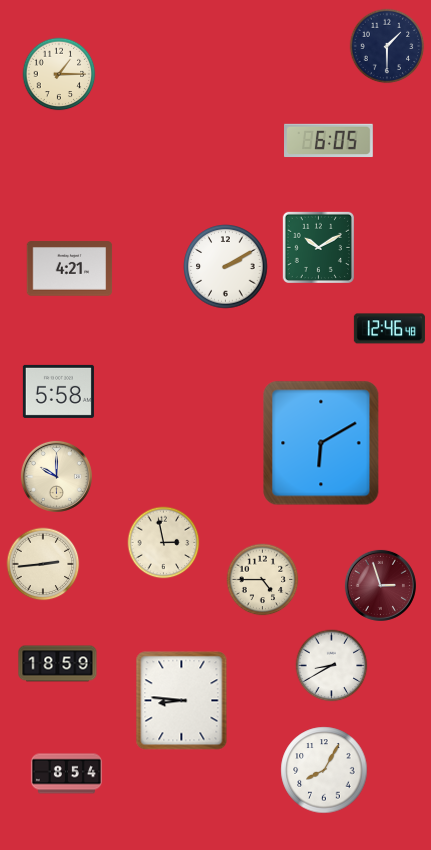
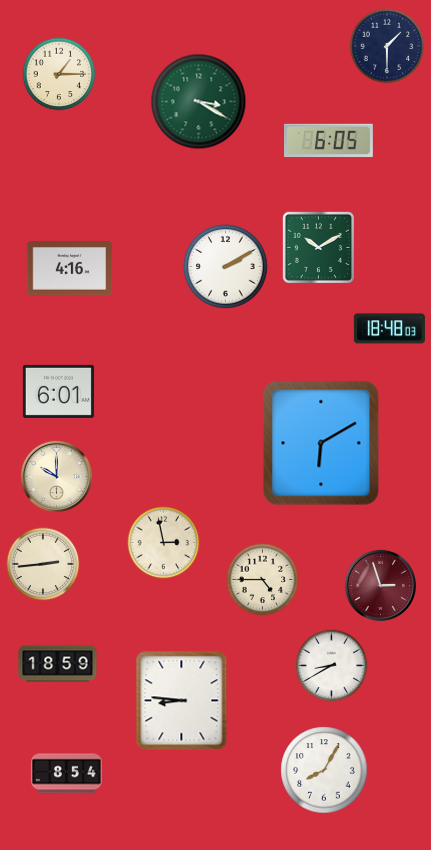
clock at (199, 102): none -> 3:20
clock at (70, 269): 4:21 -> 4:16
clock at (389, 329): 12:46 -> 18:48
clock at (58, 391): 5:58 -> 6:01
